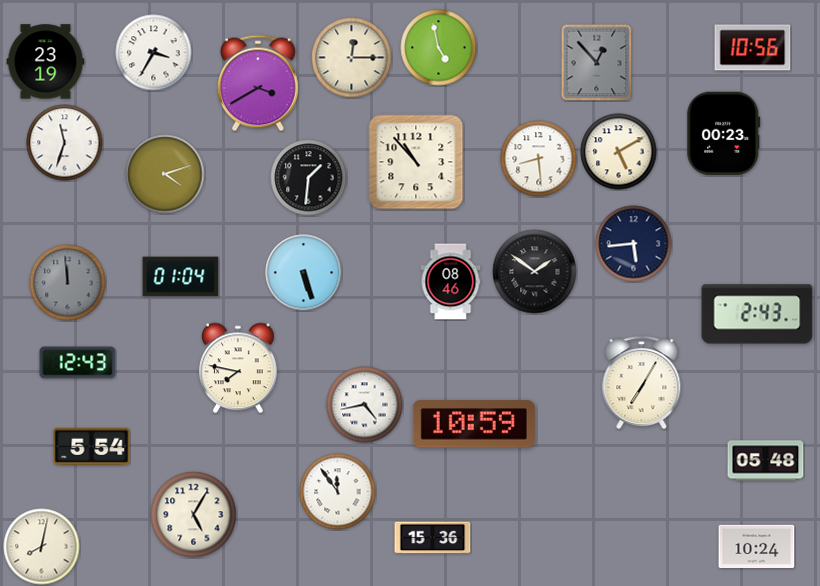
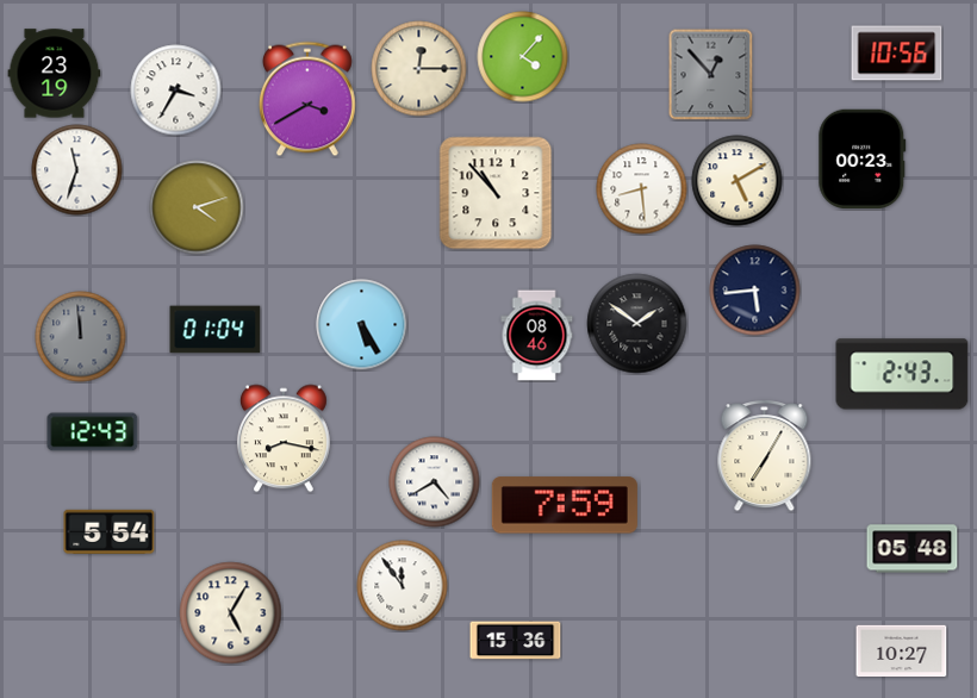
clock at (439, 48): 4:58 -> 4:07
clock at (753, 48) position: (753, 48) -> (897, 54)
clock at (154, 53) position: (154, 53) -> (176, 91)
clock at (309, 178): 1:31 -> none
clock at (304, 273): 5:27 -> 5:25
clock at (238, 368): 7:47 -> 8:17
clock at (365, 405): 4:43 -> 4:40
clock at (474, 424): 10:59 -> 7:59
clock at (757, 546): 10:24 -> 10:27
clock at (42, 547): 8:02 -> none
